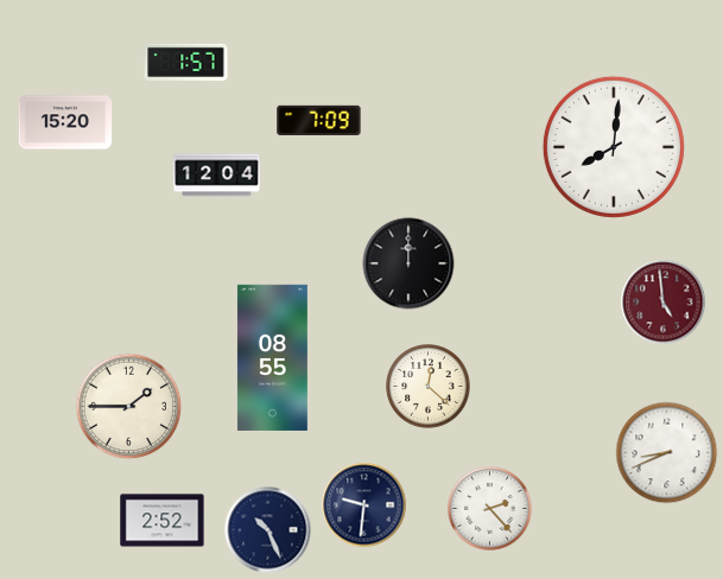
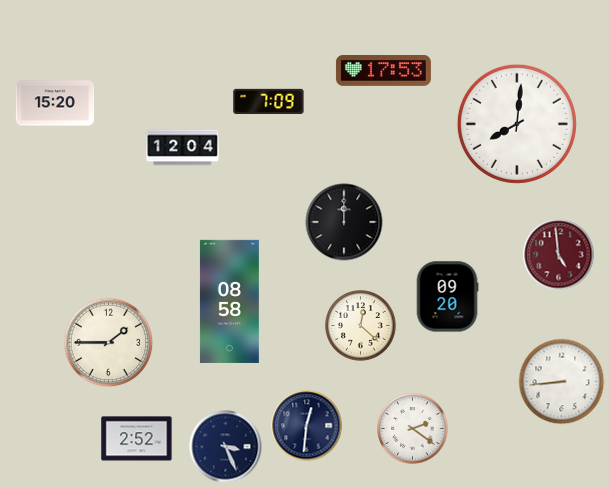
clock at (186, 62): 1:57 -> none
clock at (383, 71): none -> 17:53
clock at (447, 297): none -> 09:20
clock at (272, 357): 08:55 -> 08:58
clock at (667, 453): 8:41 -> 8:44
clock at (364, 505): 9:31 -> 12:31
clock at (490, 509): 2:23 -> 2:21
clock at (268, 530): 10:26 -> 3:26
